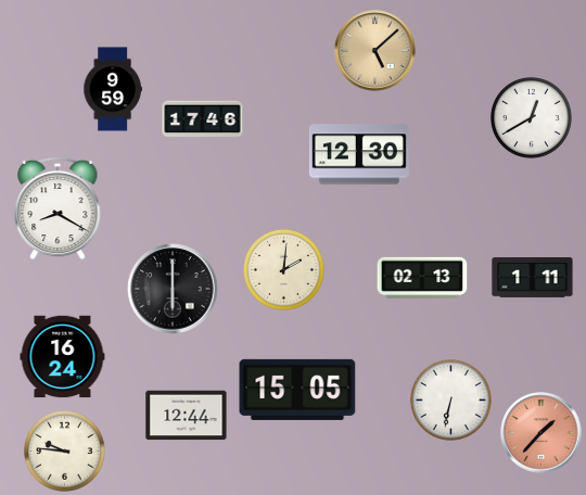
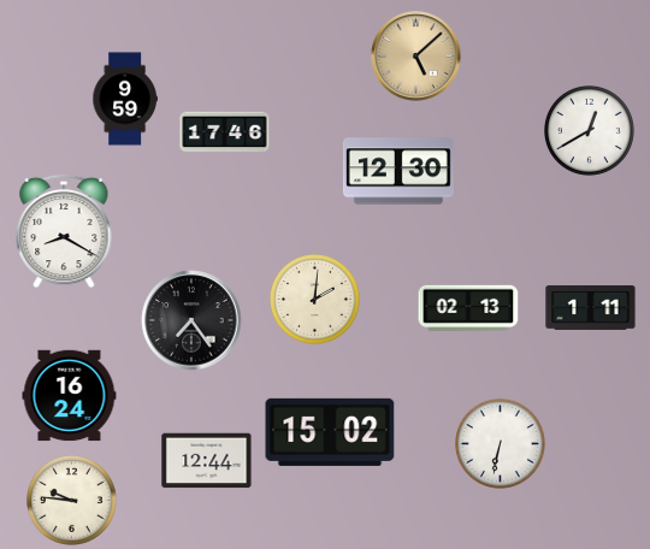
clock at (173, 289): 6:00 -> 7:24
clock at (297, 390): 15:05 -> 15:02
clock at (542, 433): 1:37 -> none
